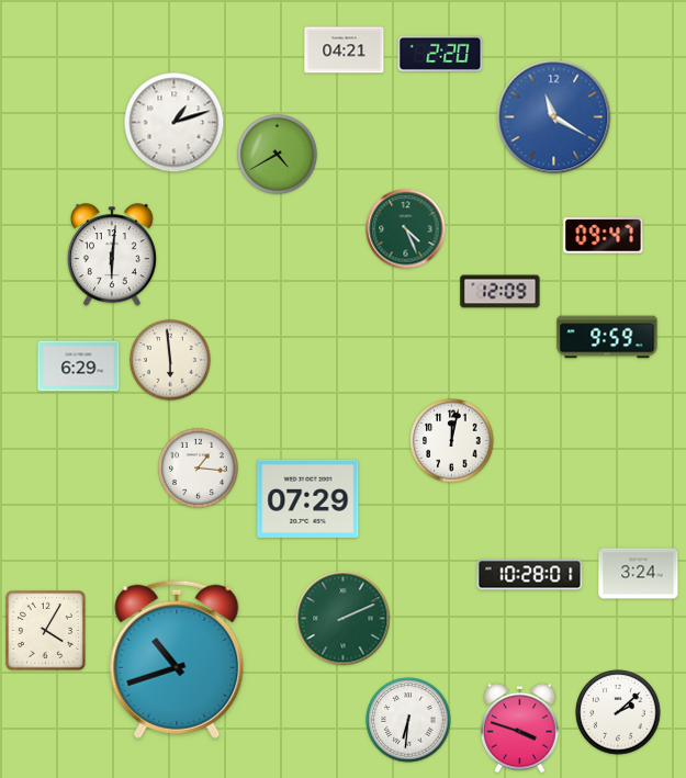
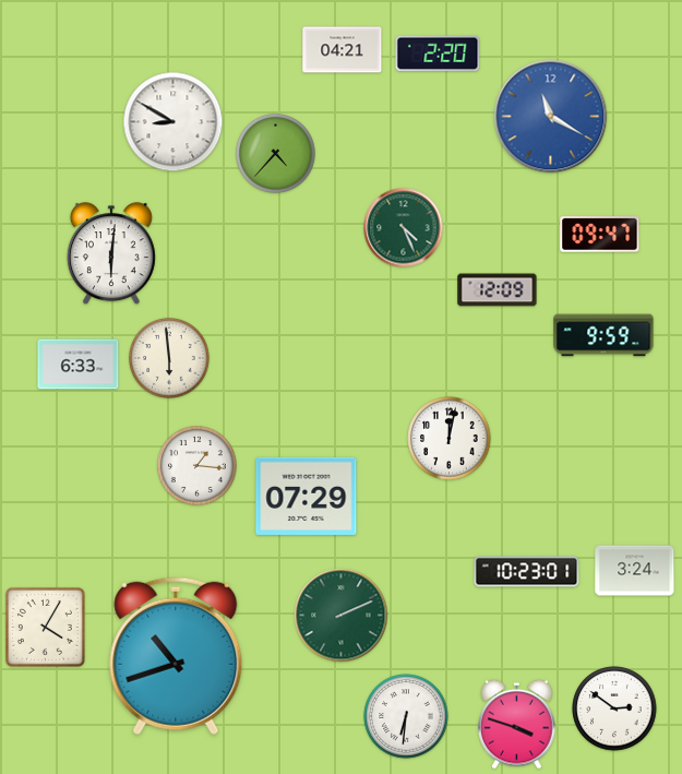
clock at (175, 123): 1:12 -> 8:50
clock at (278, 155): 4:40 -> 4:37
clock at (79, 367): 6:29 -> 6:33
clock at (530, 575): 10:28 -> 10:23
clock at (618, 712): 2:08 -> 2:51
